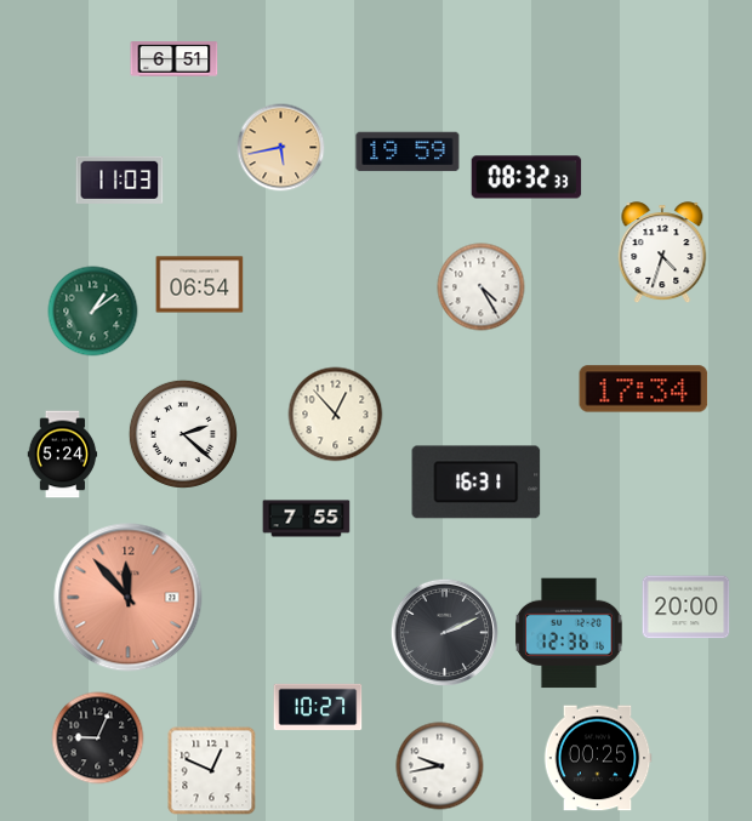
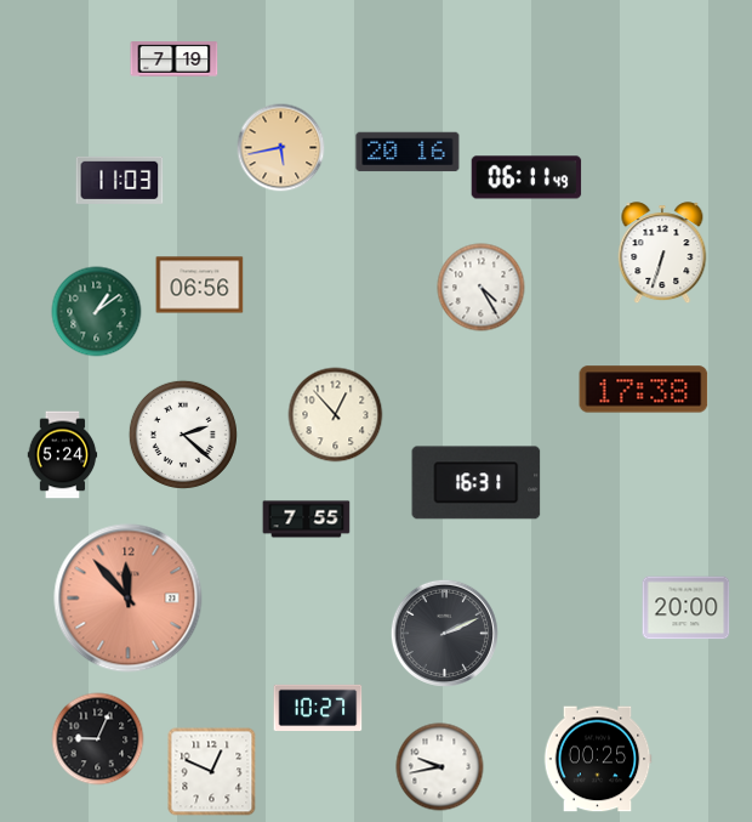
clock at (175, 59): 6:51 -> 7:19
clock at (408, 152): 19:59 -> 20:16
clock at (526, 177): 08:32 -> 06:11
clock at (662, 253): 4:33 -> 6:33
clock at (200, 285): 06:54 -> 06:56
clock at (93, 312) position: (93, 312) -> (97, 312)
clock at (644, 389): 17:34 -> 17:38
clock at (569, 633): 12:36 -> none
